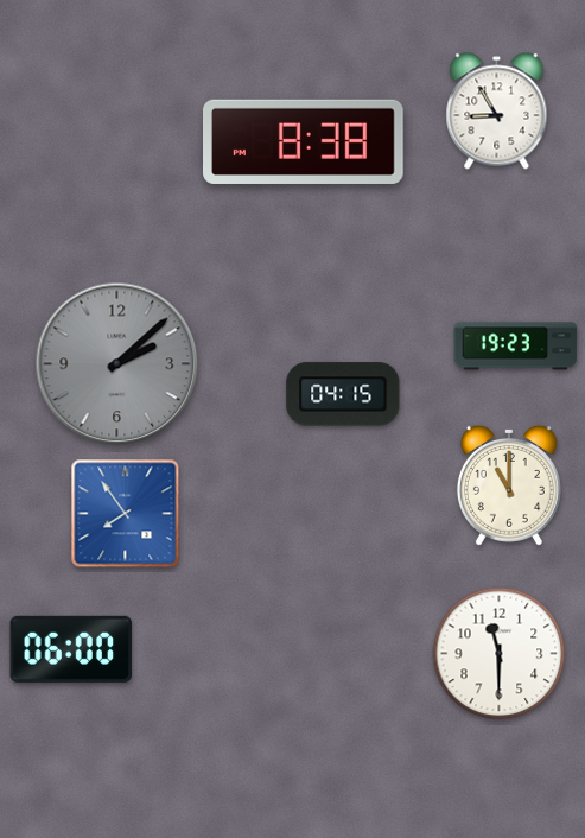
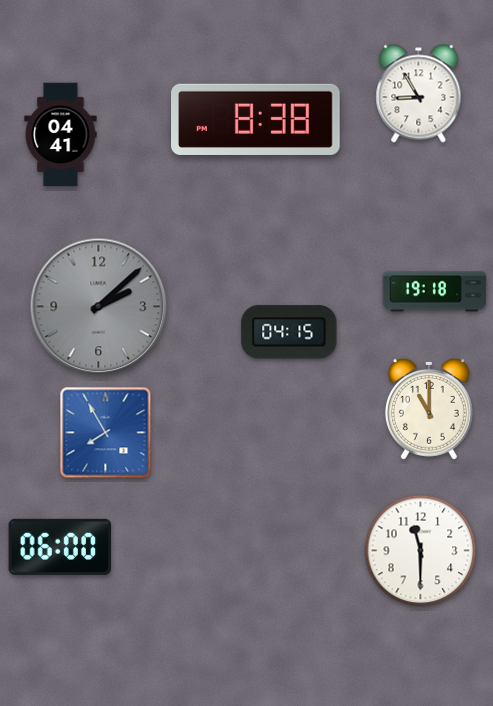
clock at (61, 135): none -> 04:41
clock at (516, 347): 19:23 -> 19:18
clock at (126, 514): 7:54 -> 7:55
